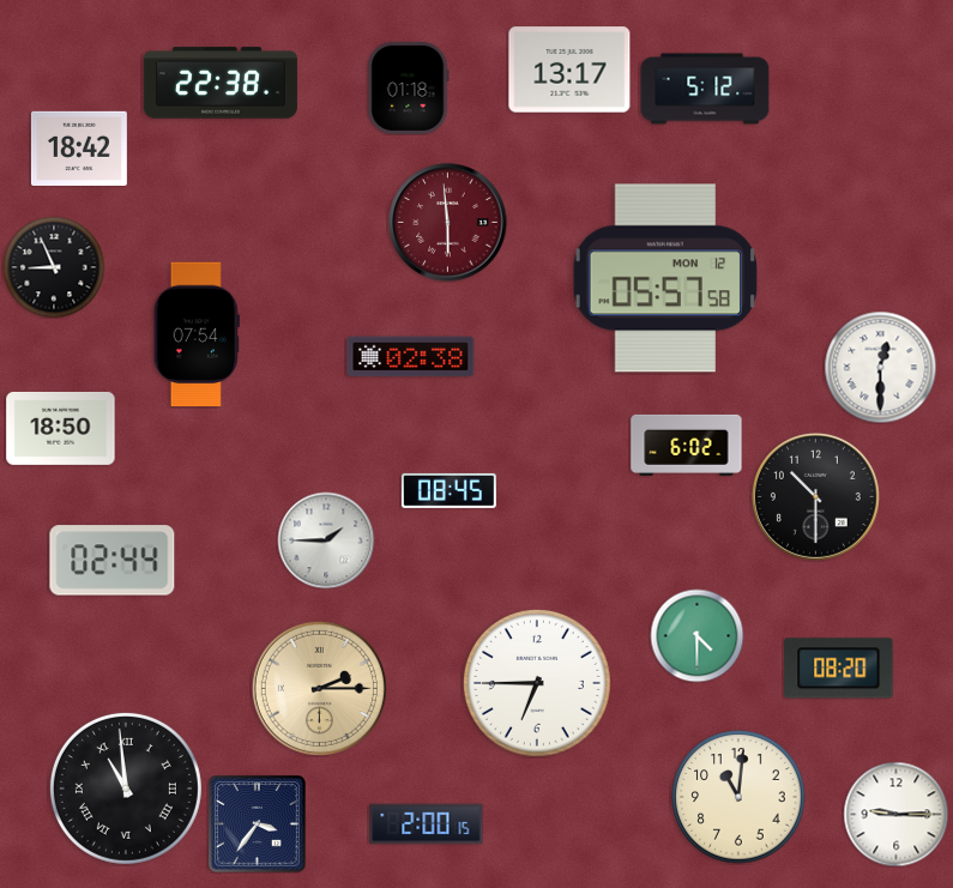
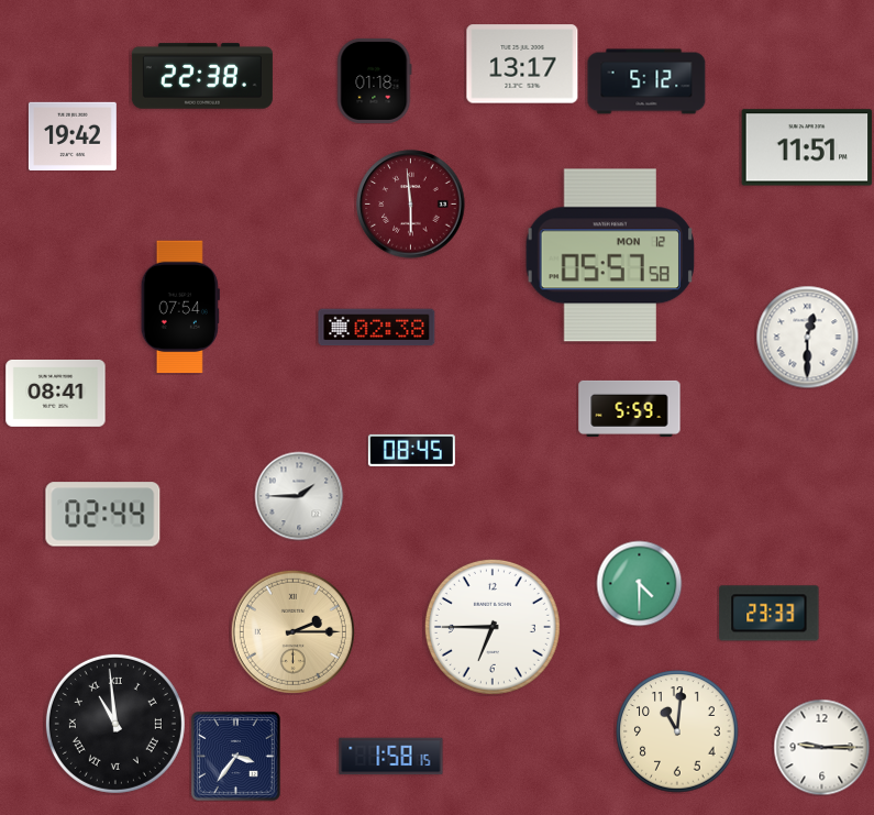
clock at (79, 149): 18:42 -> 19:42
clock at (807, 147): none -> 11:51
clock at (54, 267): 8:56 -> none
clock at (61, 428): 18:50 -> 08:41
clock at (687, 445): 6:02 -> 5:59
clock at (815, 496): 10:30 -> none
clock at (839, 669): 08:20 -> 23:33
clock at (427, 824): 2:00 -> 1:58
